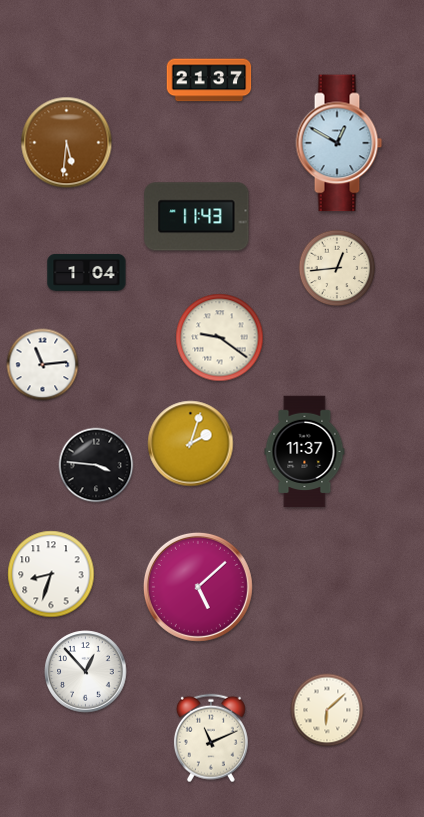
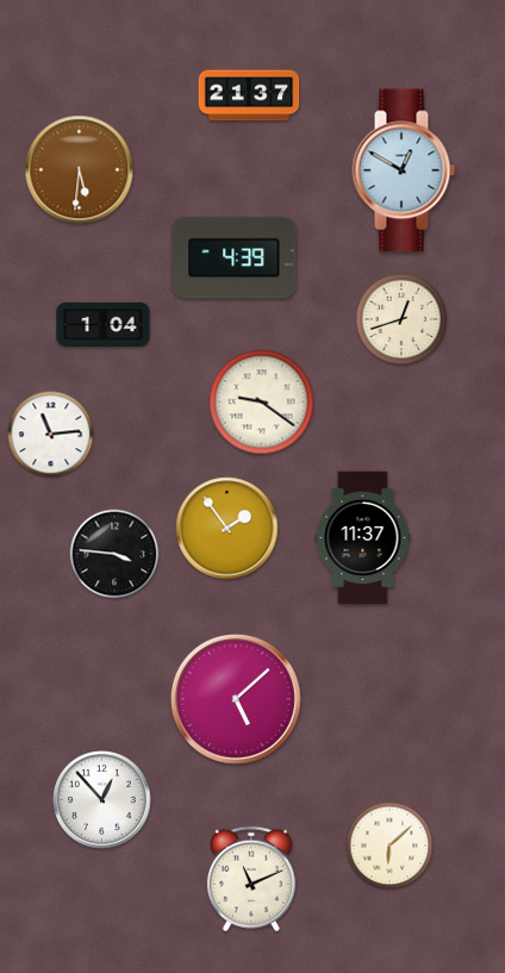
clock at (197, 217): 11:43 -> 4:39
clock at (337, 268): 12:44 -> 12:42
clock at (191, 444): 2:03 -> 1:54
clock at (51, 574): 8:33 -> none
